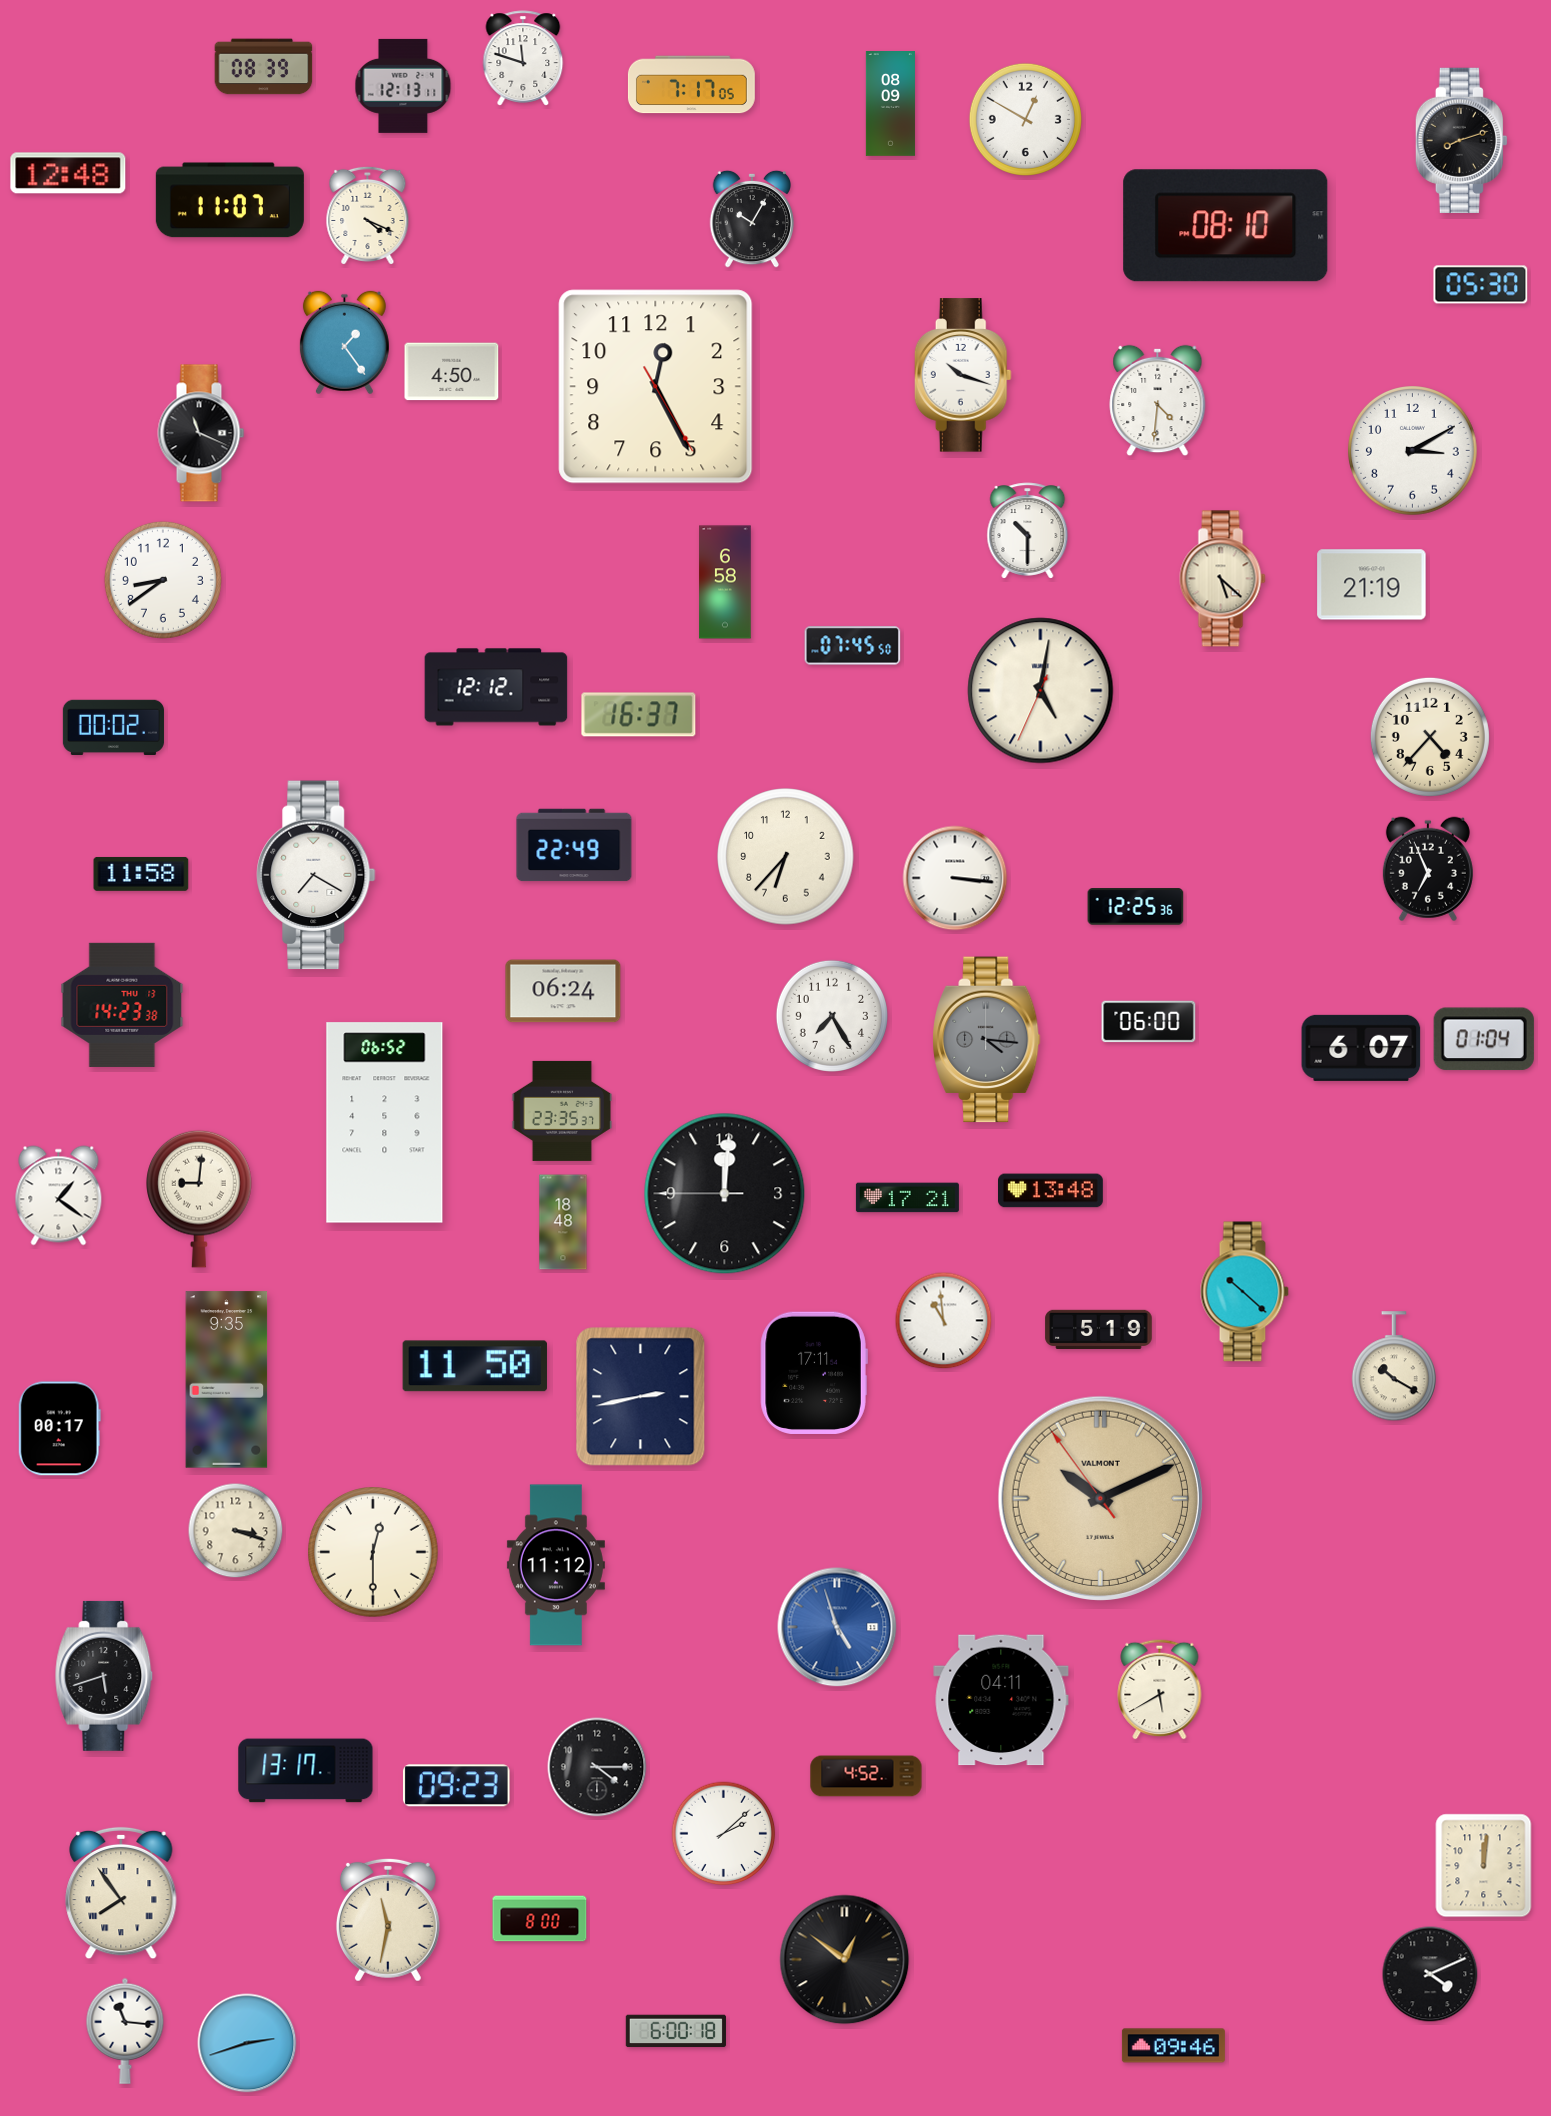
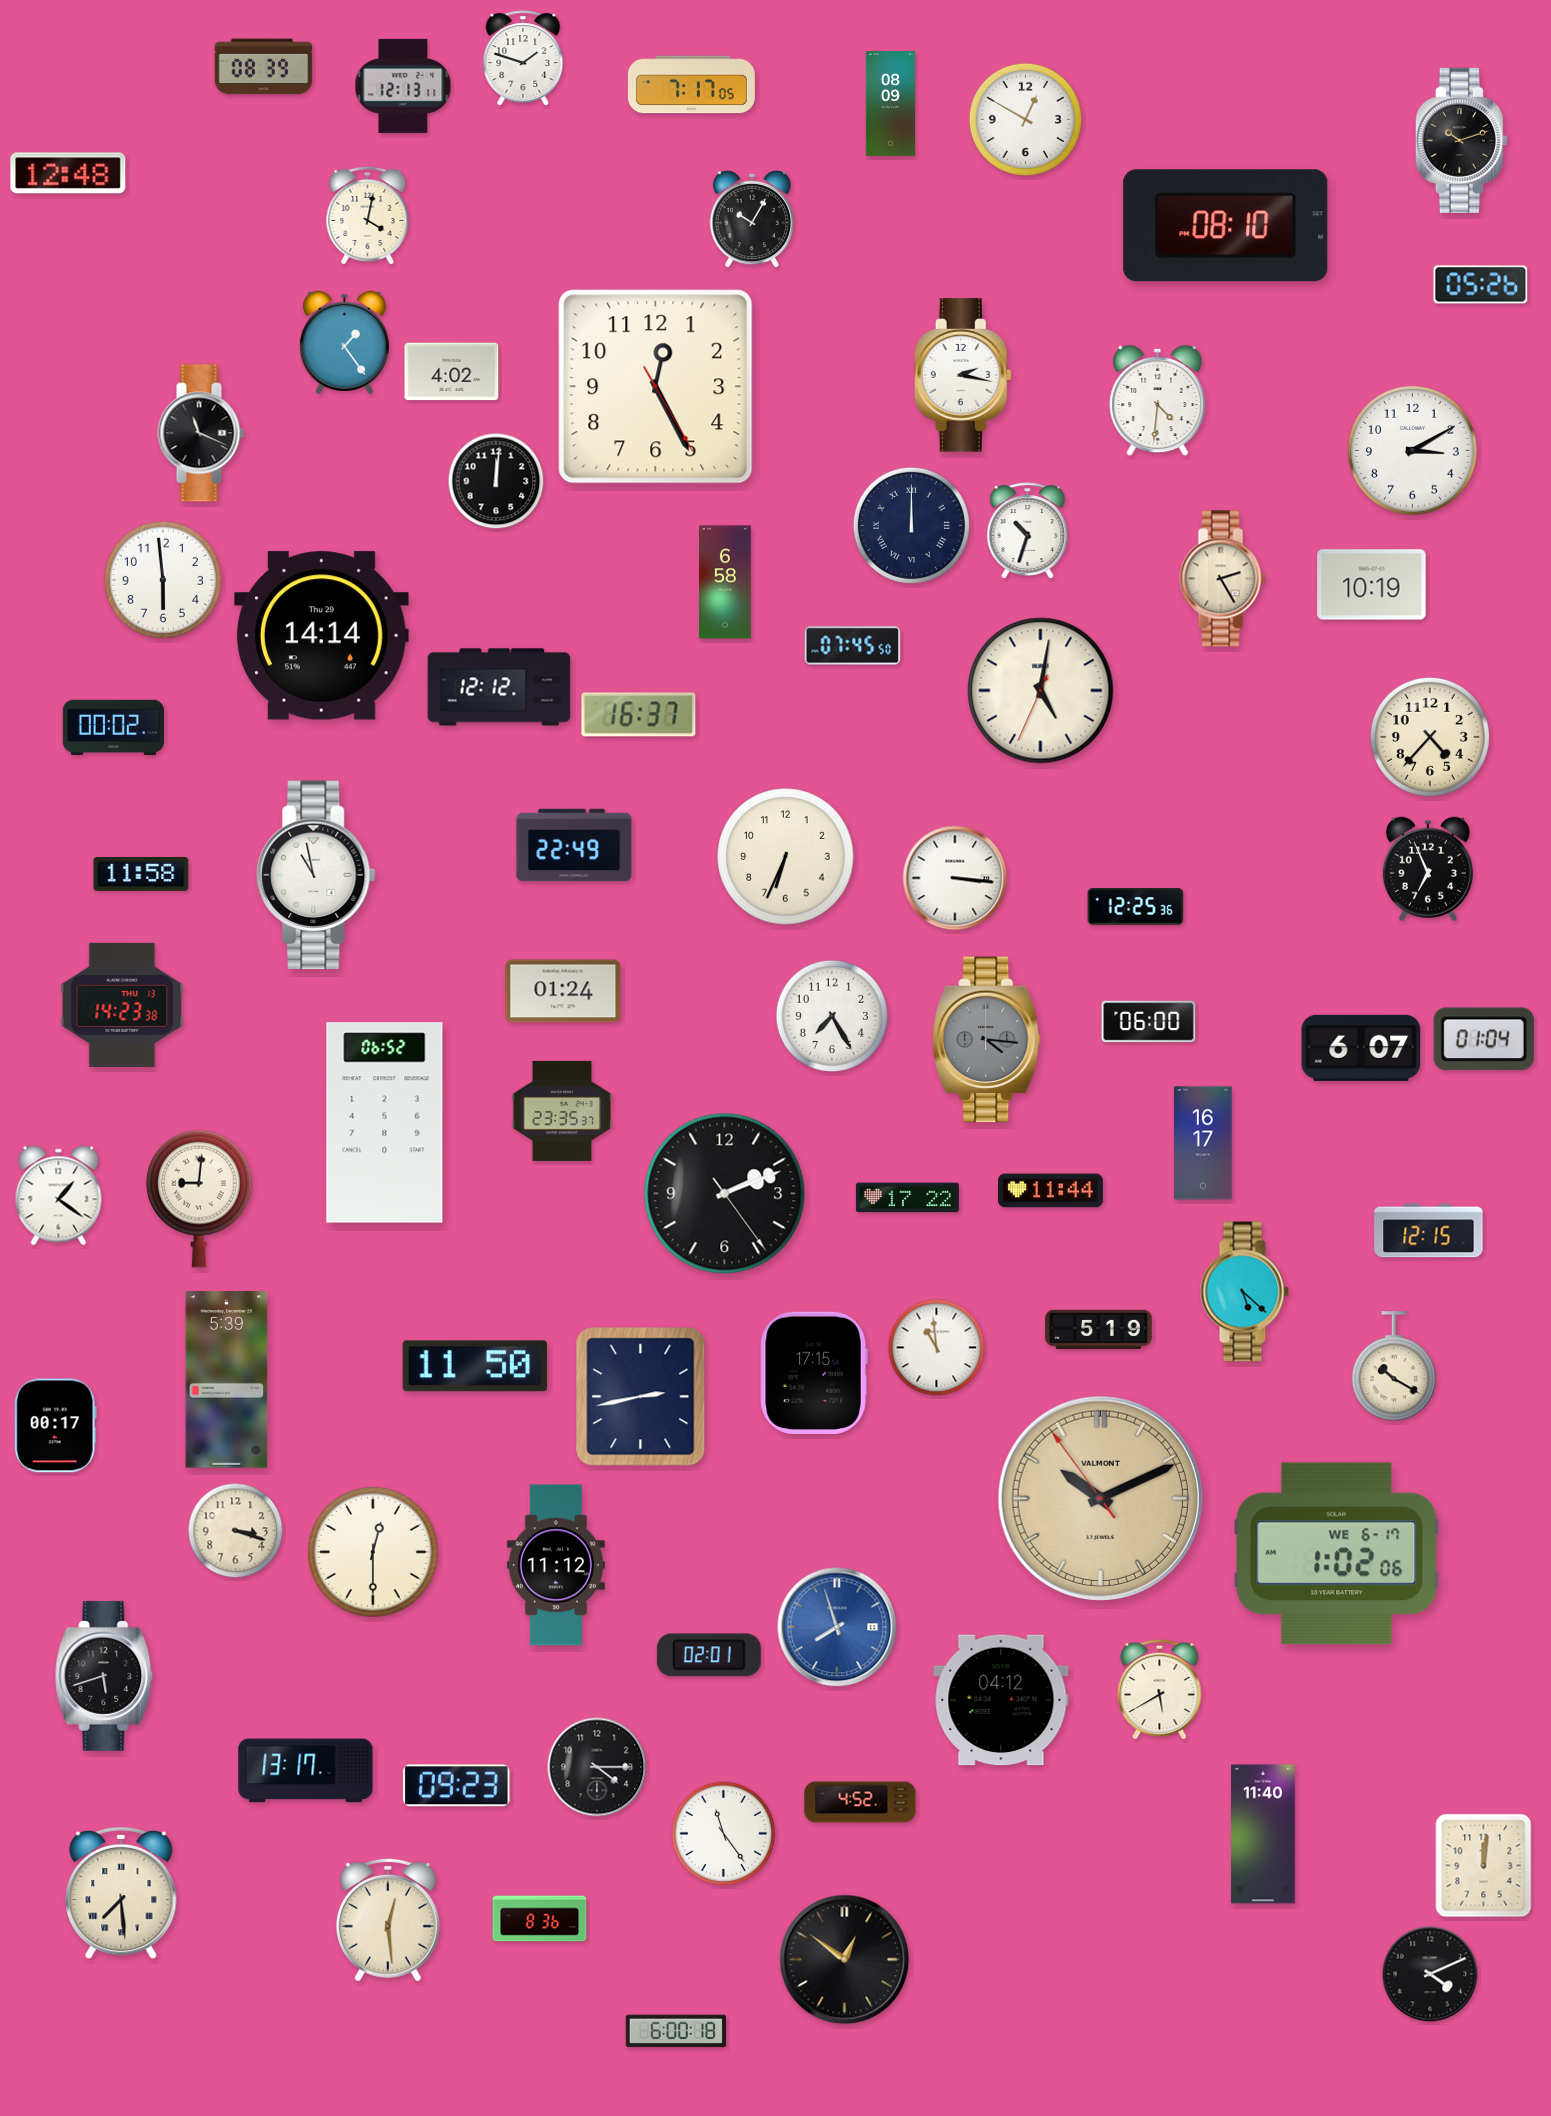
clock at (523, 58): 11:48 -> 1:48
clock at (1461, 140): 8:12 -> 10:12
clock at (230, 200): 11:07 -> none
clock at (368, 215): 4:19 -> 4:02
clock at (1481, 285): 05:30 -> 05:26
clock at (452, 372): 4:50 -> 4:02
clock at (963, 375): 10:18 -> 2:17
clock at (496, 481): none -> 12:01
clock at (911, 525): none -> 12:00
clock at (1028, 531): 10:30 -> 10:33
clock at (1223, 579): 5:22 -> 2:25
clock at (163, 580): 8:39 -> 5:59
clock at (1372, 585): 21:19 -> 10:19
clock at (321, 636): none -> 14:14
clock at (496, 687) position: (496, 687) -> (499, 687)
clock at (786, 857): 6:37 -> 6:34
clock at (316, 875): 7:20 -> 10:58
clock at (563, 991): 06:24 -> 01:24
clock at (1203, 1143): none -> 16:17
clock at (1051, 1191): 13:48 -> 11:44
clock at (725, 1194): 12:00 -> 2:11
clock at (907, 1198): 17:21 -> 17:22
clock at (563, 1222): 18:48 -> none
clock at (1429, 1231): none -> 12:15
clock at (1244, 1292): 10:22 -> 5:22
clock at (944, 1321) position: (944, 1321) -> (937, 1348)
clock at (814, 1373): 17:11 -> 17:15
clock at (227, 1380): 9:35 -> 5:39
clock at (59, 1429) position: (59, 1429) -> (55, 1426)
clock at (1337, 1554): none -> 1:02
clock at (837, 1627): 4:57 -> 7:57
clock at (709, 1655): none -> 02:01
clock at (1001, 1700): 04:11 -> 04:12
clock at (866, 1776) position: (866, 1776) -> (860, 1802)
clock at (724, 1834): 2:08 -> 11:24
clock at (1263, 1834): none -> 11:40
clock at (121, 1893): 7:54 -> 7:29
clock at (540, 1919): 8:00 -> 8:36
clock at (388, 1920): 11:32 -> 12:29
clock at (125, 2031): 11:16 -> none
clock at (247, 2043): 2:42 -> none
clock at (1173, 2046): 09:46 -> none
